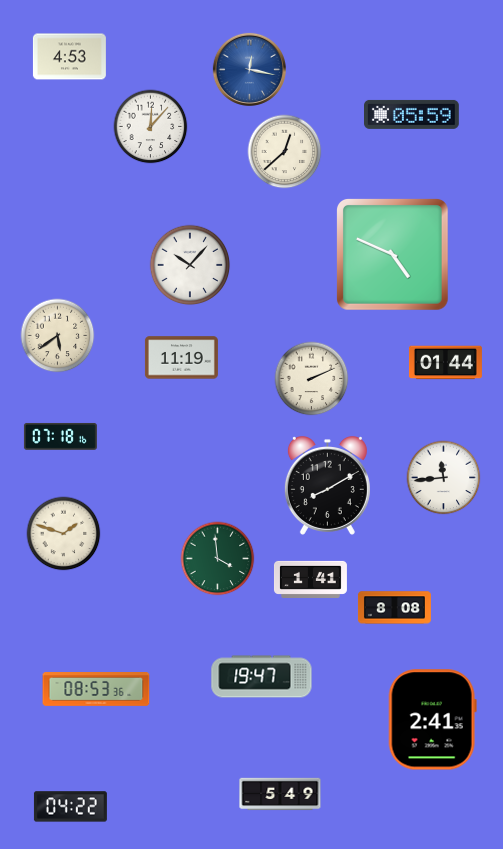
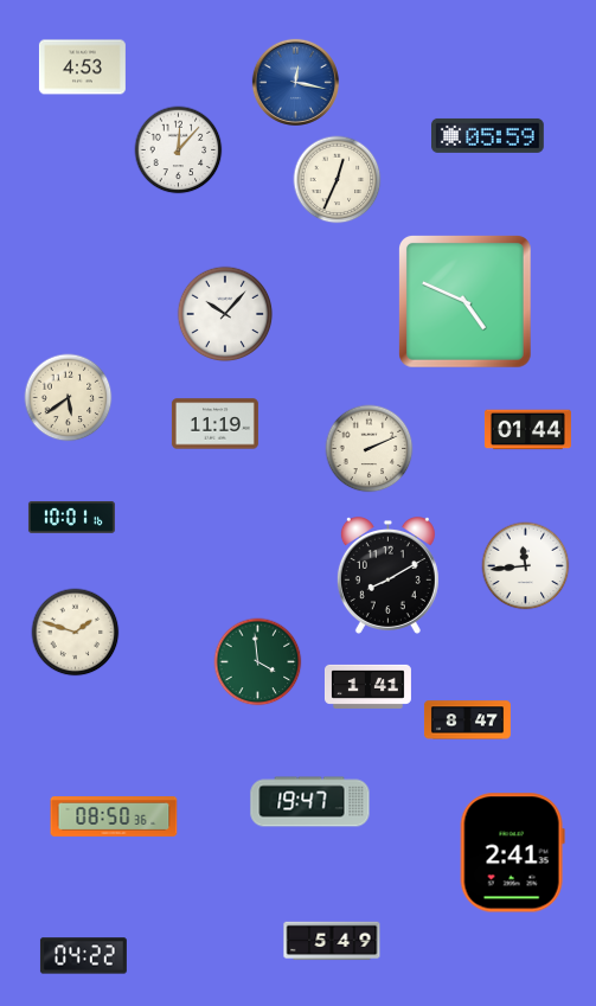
clock at (285, 152): 12:38 -> 12:34
clock at (60, 436): 07:18 -> 10:01
clock at (394, 608): 8:08 -> 8:47
clock at (96, 689): 08:53 -> 08:50
